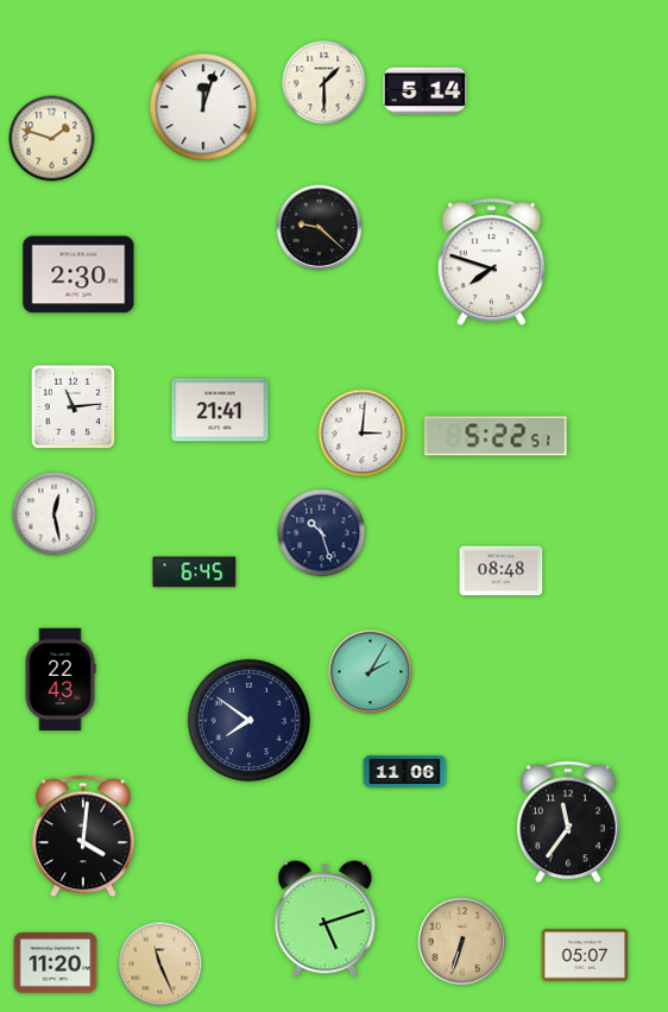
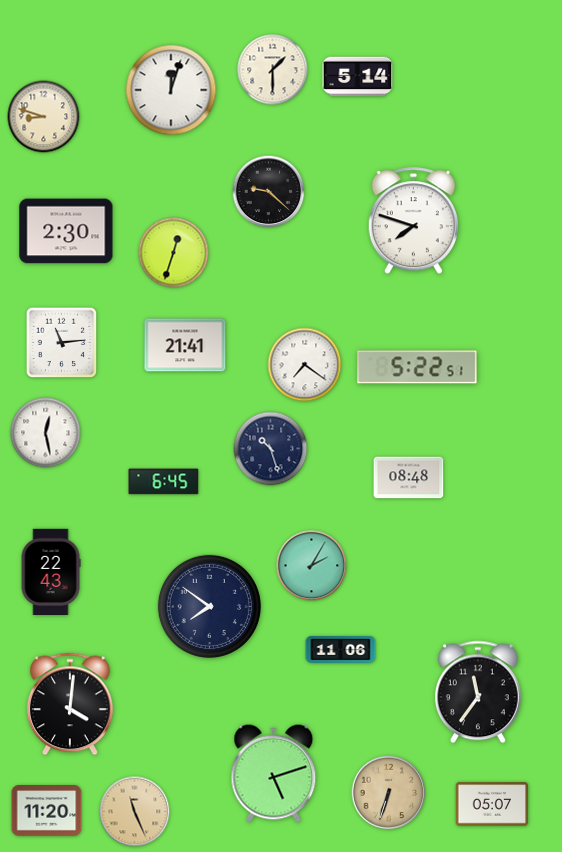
clock at (52, 139): 1:48 -> 8:48
clock at (174, 253): none -> 12:33
clock at (363, 434): 3:01 -> 7:21
clock at (502, 571) position: (502, 571) -> (409, 478)
